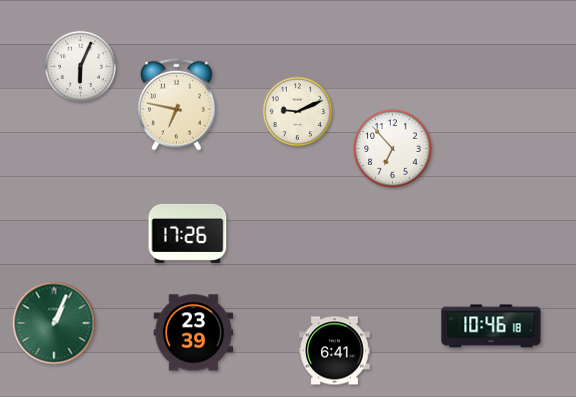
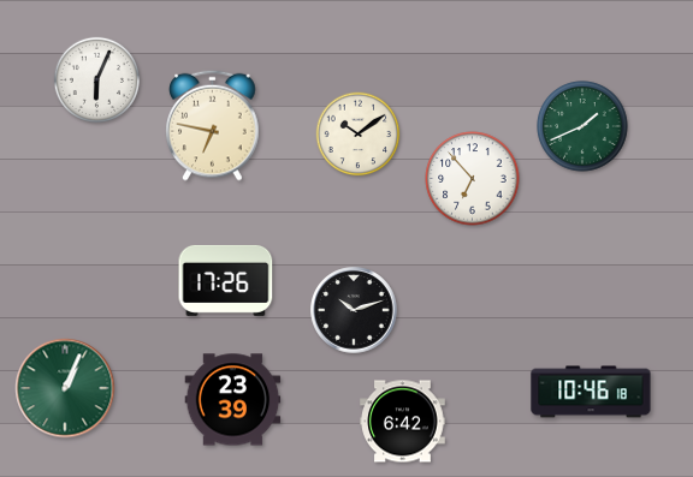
clock at (582, 126): none -> 1:41
clock at (298, 112): 9:11 -> 10:09
clock at (354, 310): none -> 10:12
clock at (335, 351): 6:41 -> 6:42
